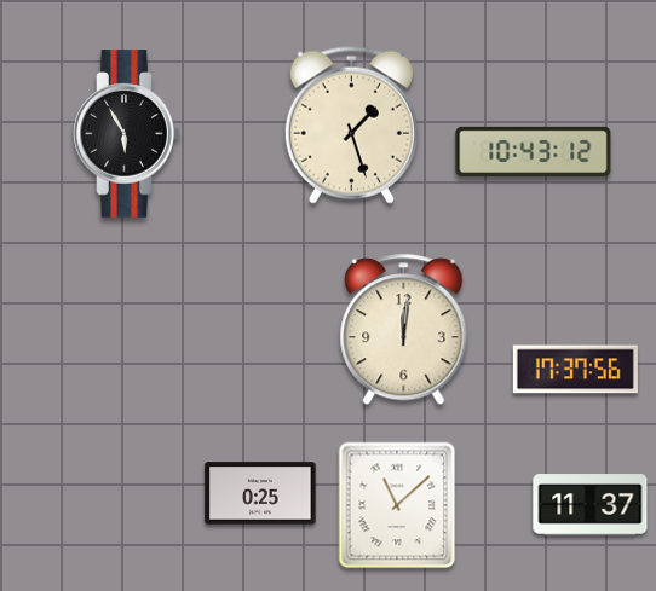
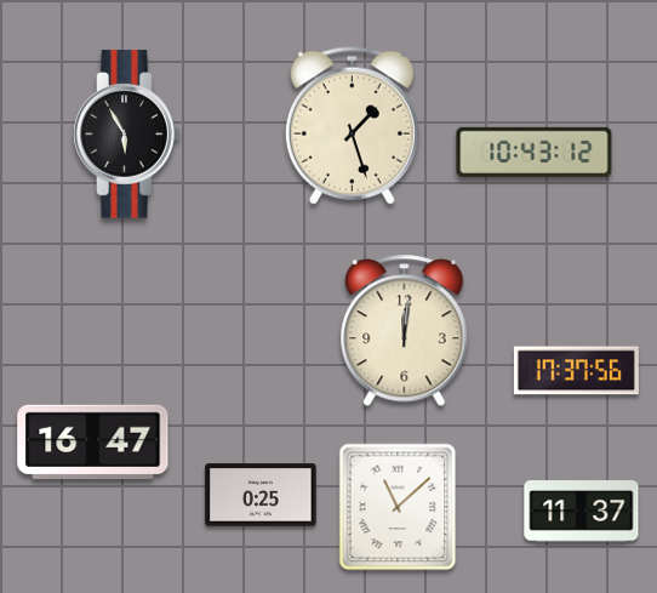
clock at (93, 441): none -> 16:47
clock at (591, 505) position: (591, 505) -> (582, 512)
